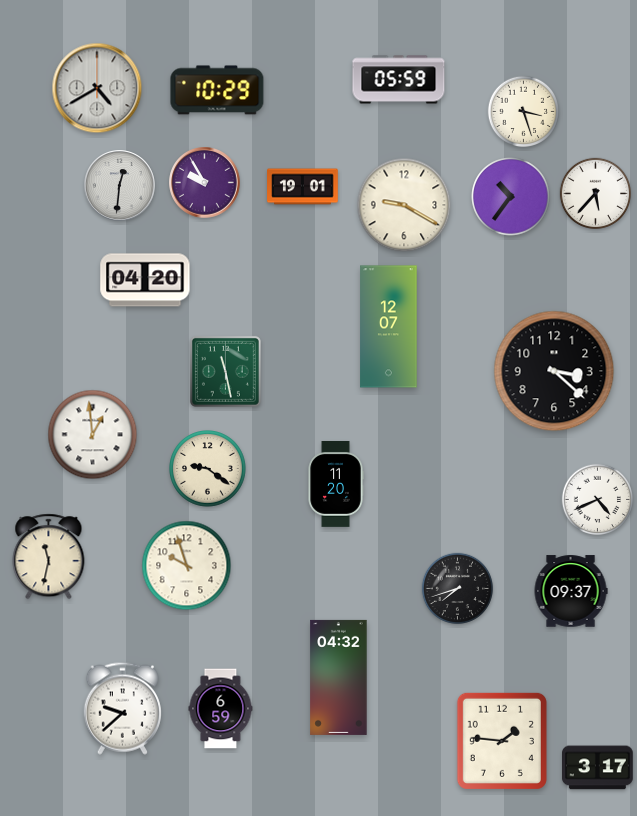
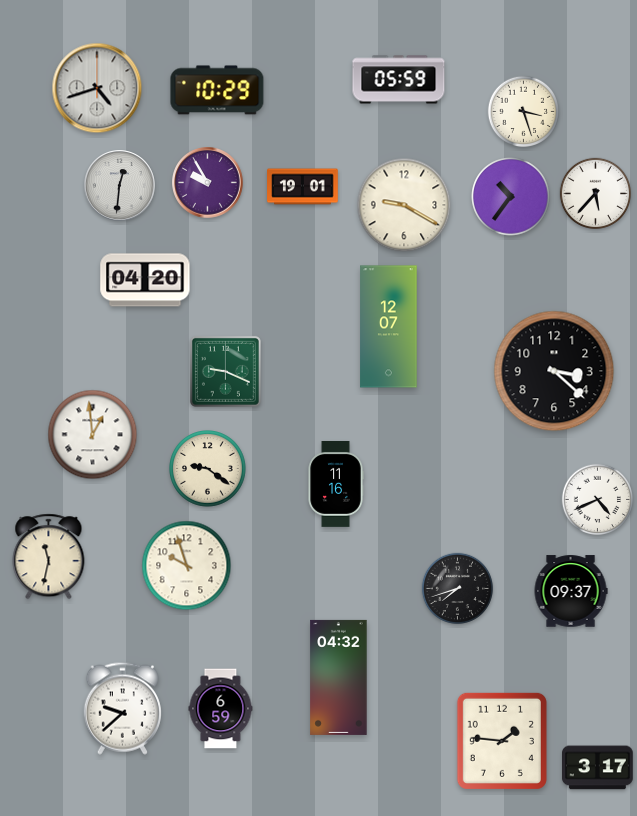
clock at (97, 88): 4:40 -> 4:42
clock at (205, 183) position: (205, 183) -> (208, 183)
clock at (225, 371): 11:28 -> 9:19
clock at (336, 485): 11:20 -> 11:16
